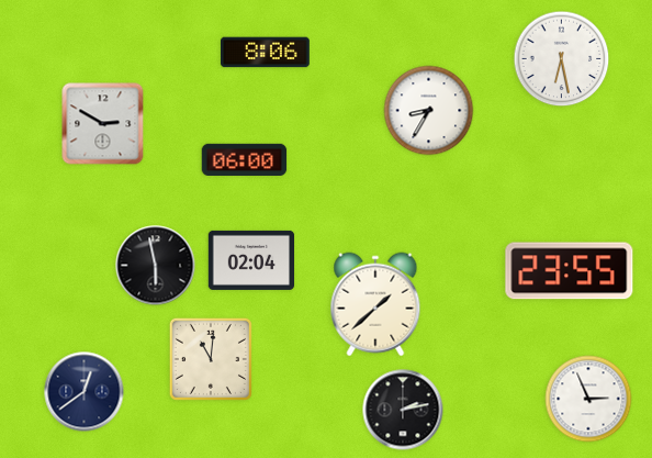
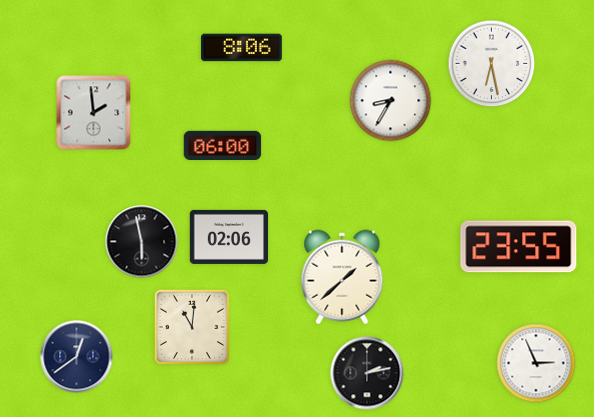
clock at (562, 59) position: (562, 59) -> (492, 64)
clock at (103, 124): 2:50 -> 1:59
clock at (251, 260): 02:04 -> 02:06
